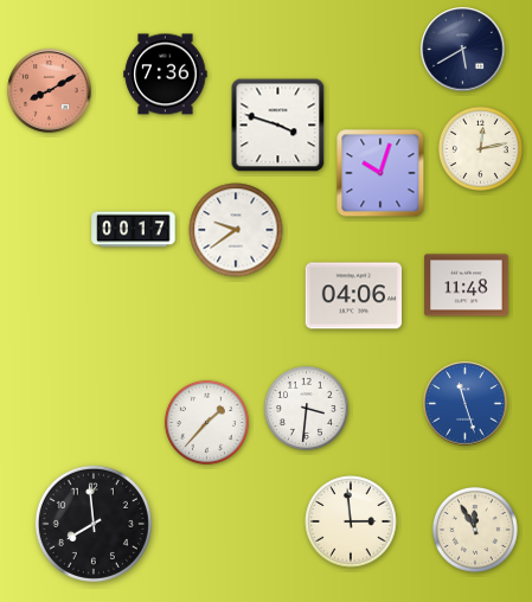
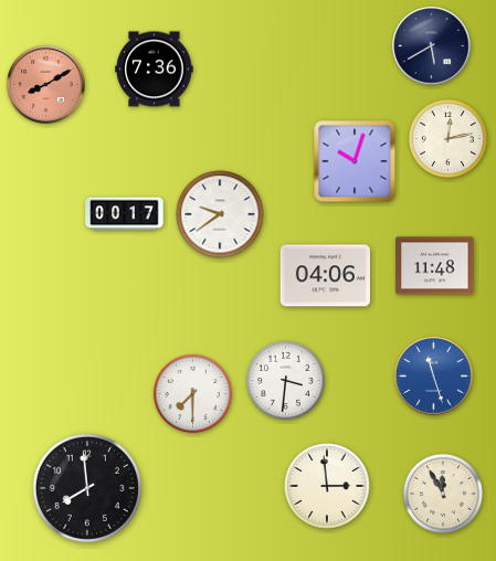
clock at (278, 126): 3:48 -> none
clock at (353, 296) position: (353, 296) -> (325, 276)
clock at (206, 422): 1:37 -> 7:30
